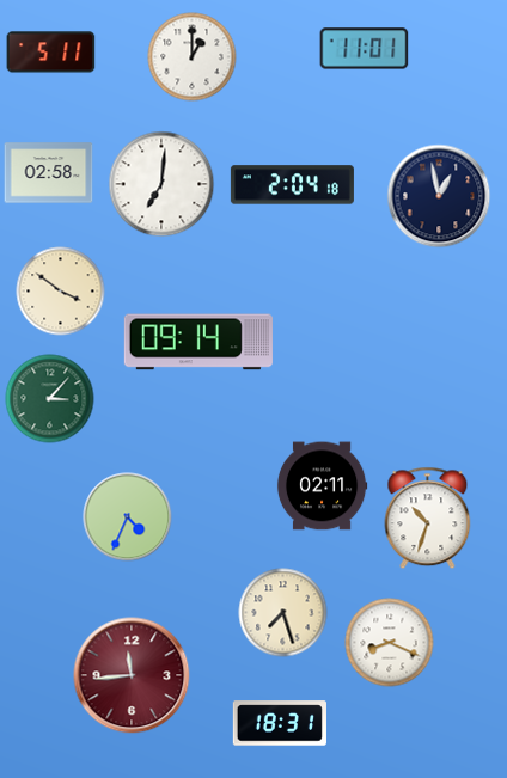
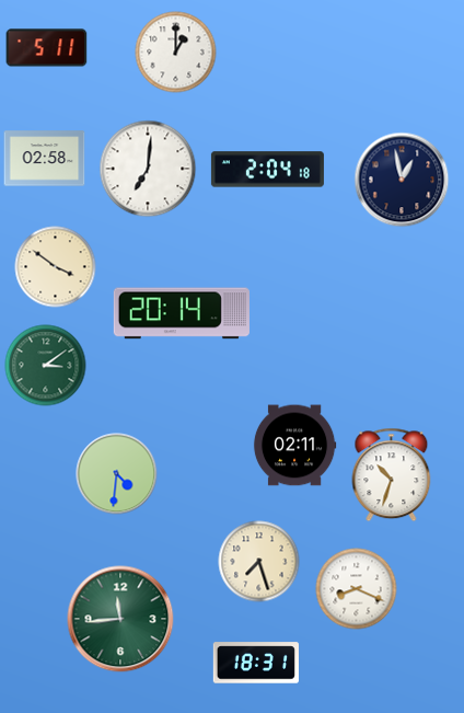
clock at (365, 49): 11:01 -> none
clock at (198, 342): 09:14 -> 20:14
clock at (50, 399): 3:07 -> 3:09
clock at (128, 517): 4:34 -> 4:31
clock at (132, 675) dial: burgundy -> green
